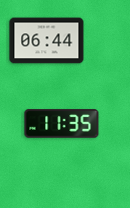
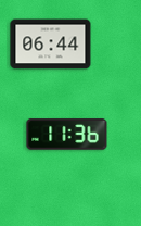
clock at (62, 124): 11:35 -> 11:36
